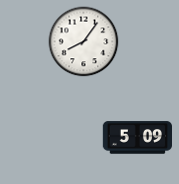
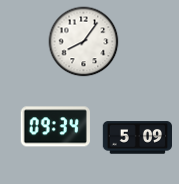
clock at (55, 127): none -> 09:34
